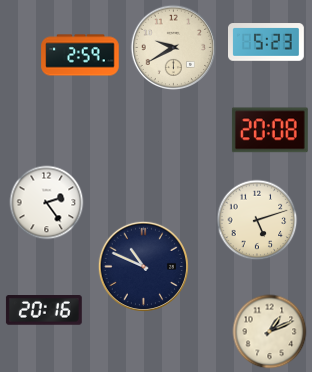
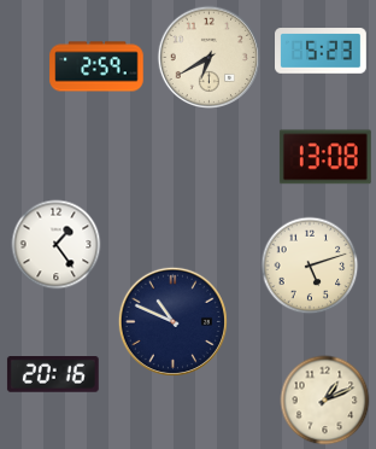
clock at (173, 47): 9:40 -> 6:40
clock at (270, 130): 20:08 -> 13:08
clock at (47, 203): 2:24 -> 1:24
